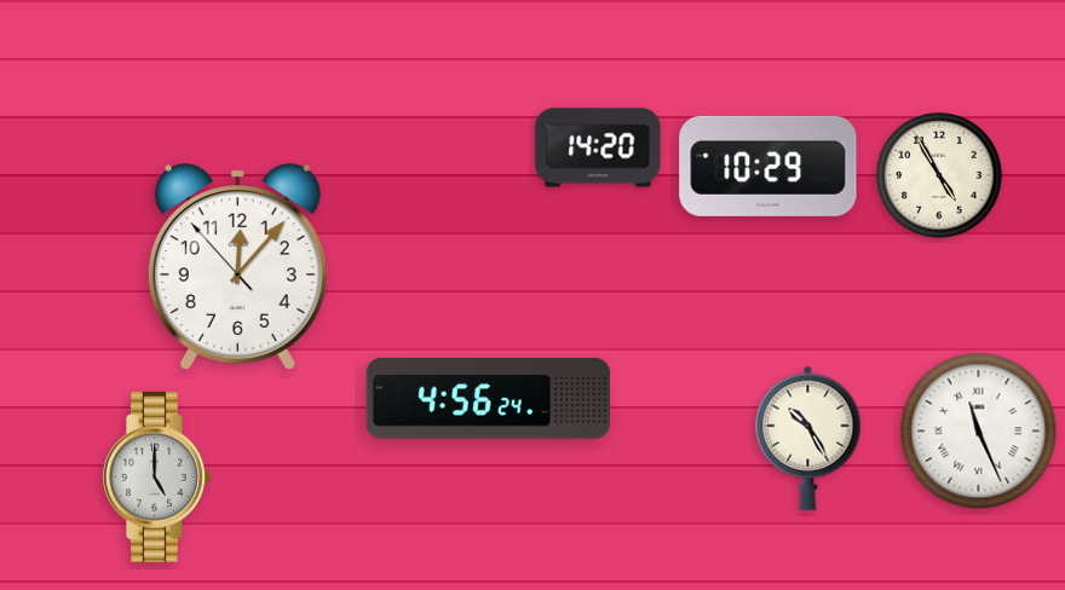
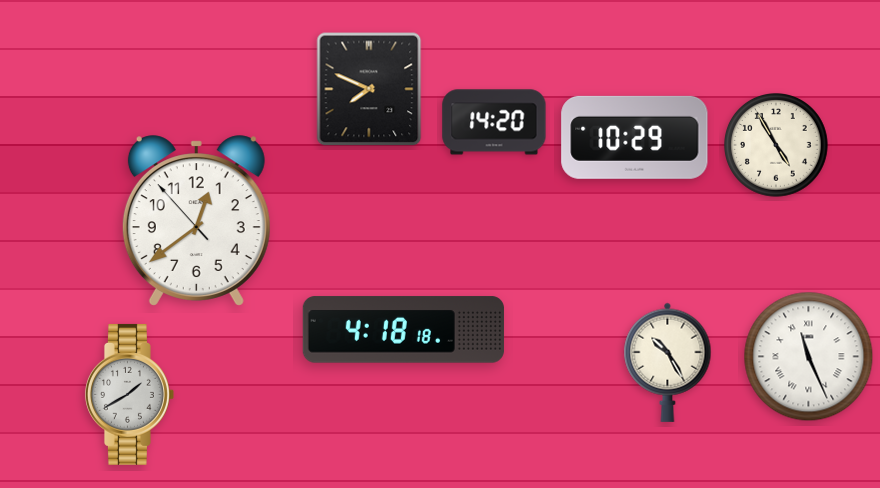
clock at (369, 89): none -> 7:49
clock at (237, 267): 12:06 -> 12:38
clock at (488, 399): 4:56 -> 4:18
clock at (156, 476): 5:00 -> 1:40
